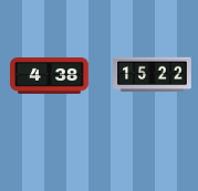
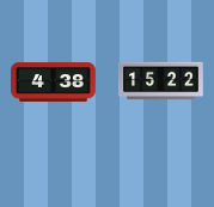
clock at (153, 75) position: (153, 75) -> (161, 81)
